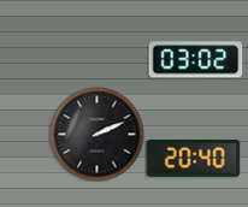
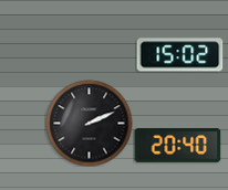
clock at (195, 60): 03:02 -> 15:02
